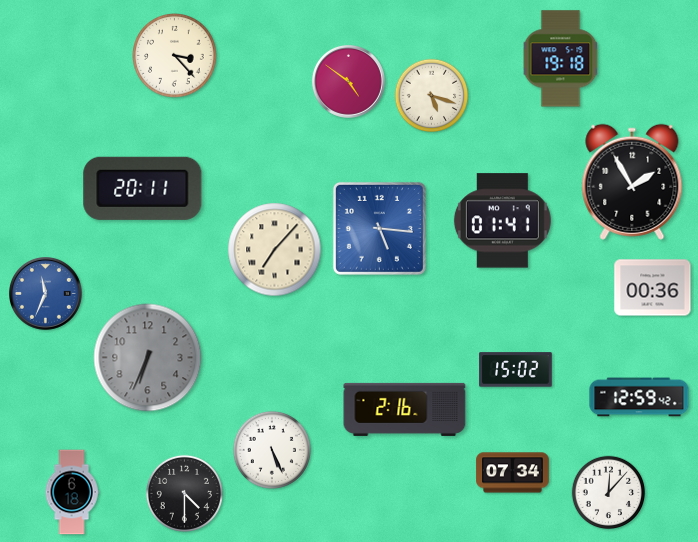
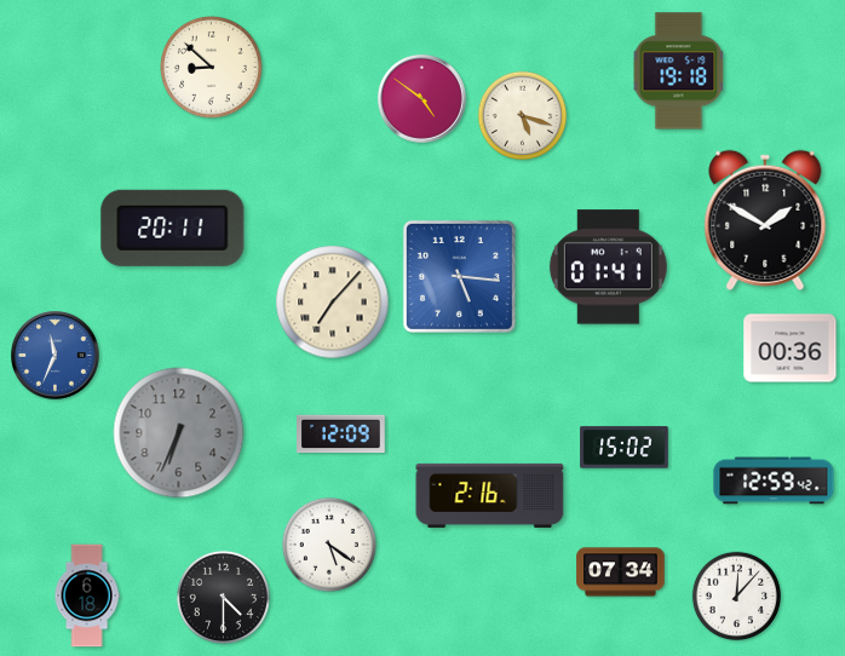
clock at (175, 56): 3:23 -> 8:52
clock at (632, 182): 1:55 -> 1:50
clock at (341, 435): none -> 12:09
clock at (272, 450): 5:26 -> 5:21
